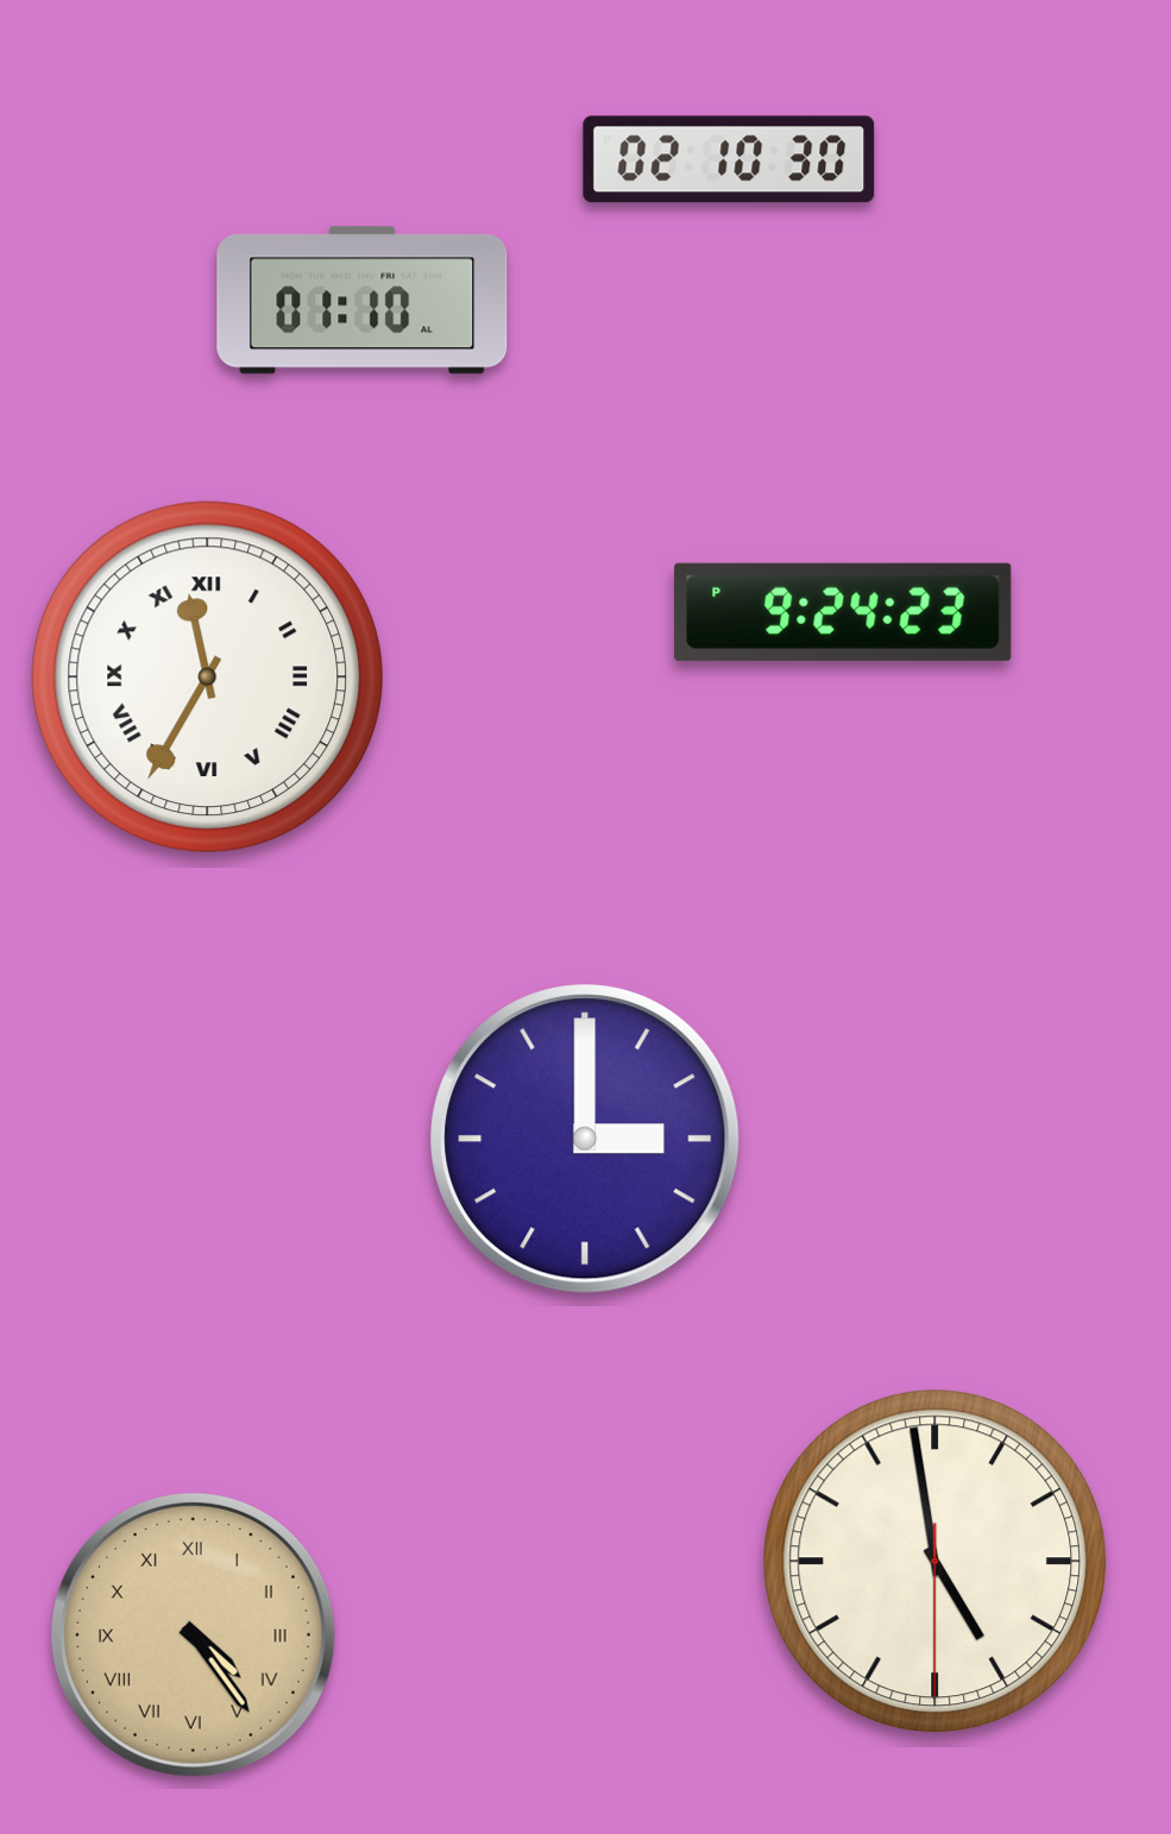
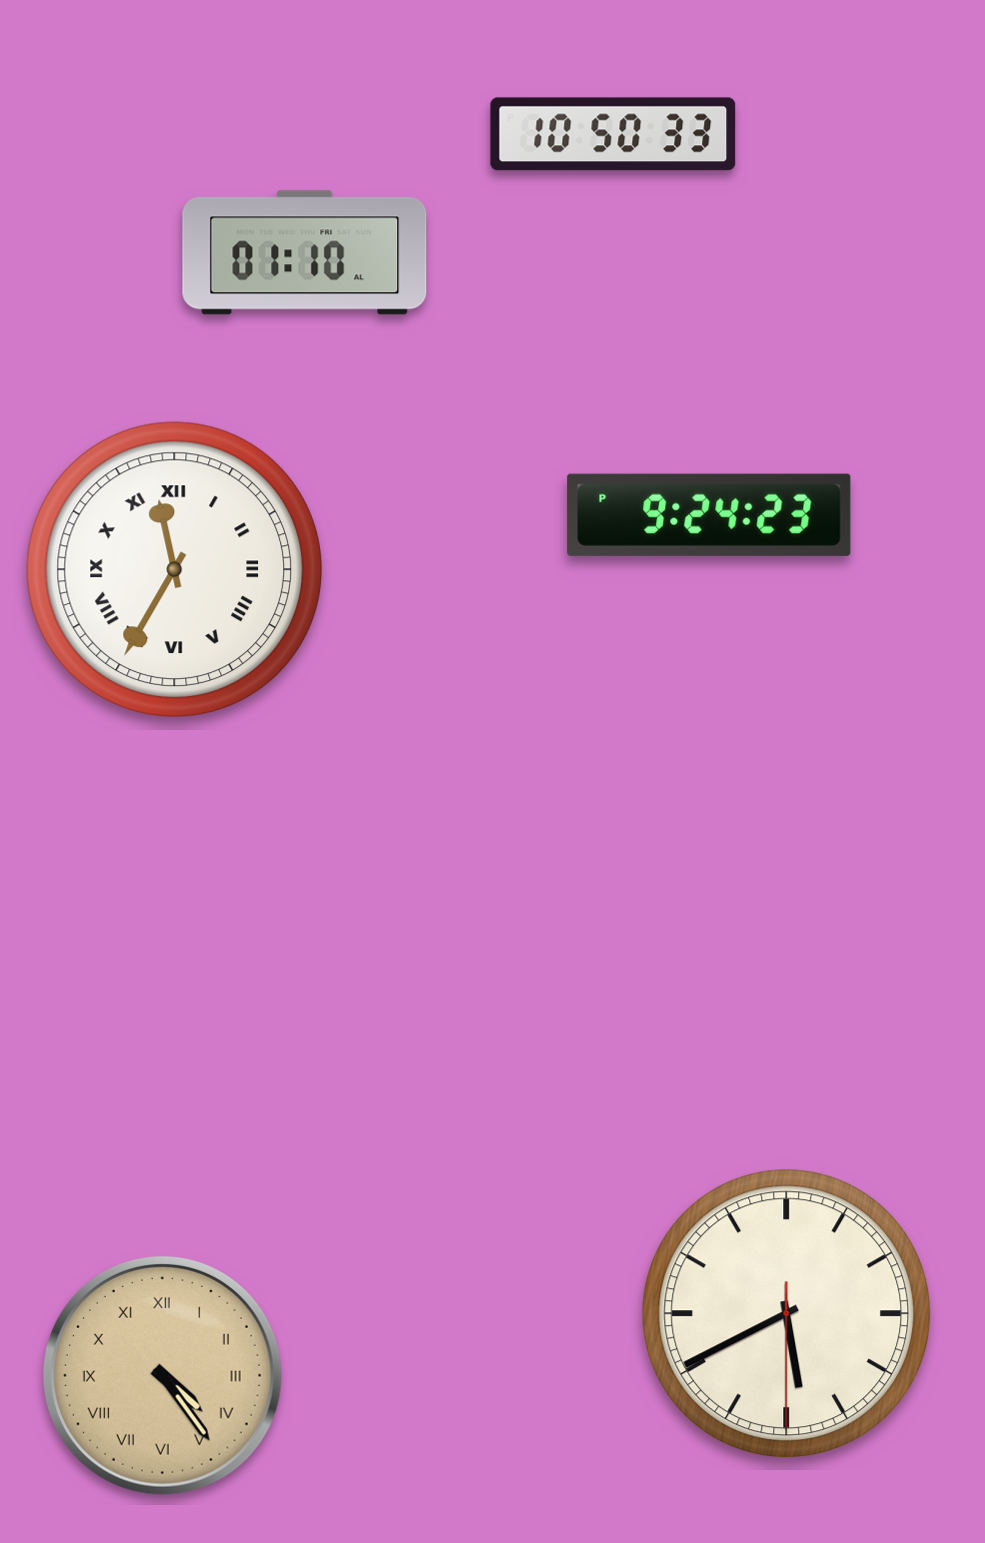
clock at (729, 159): 02:10 -> 10:50
clock at (585, 1139): 3:00 -> none
clock at (936, 1562): 4:58 -> 5:40
